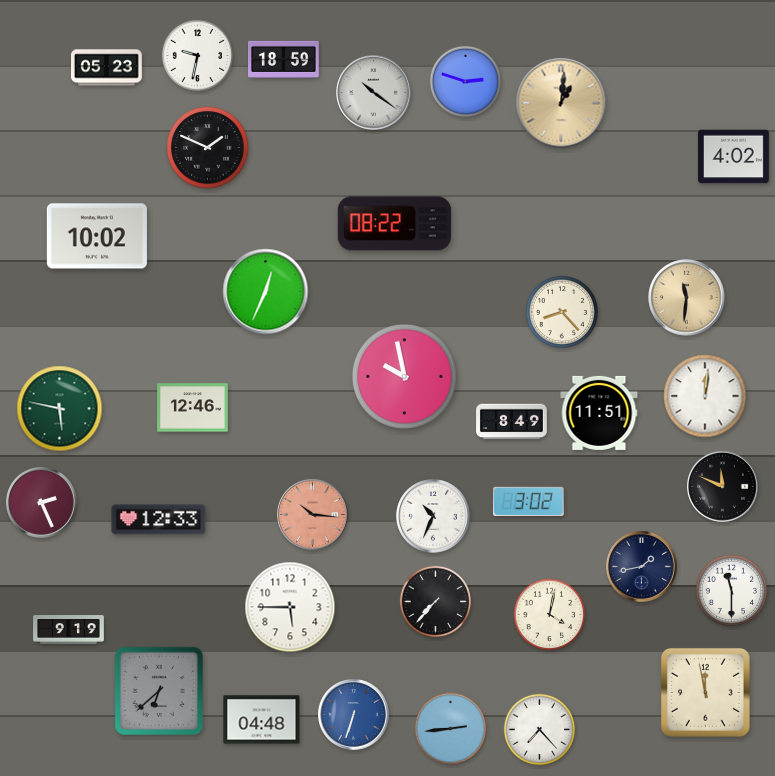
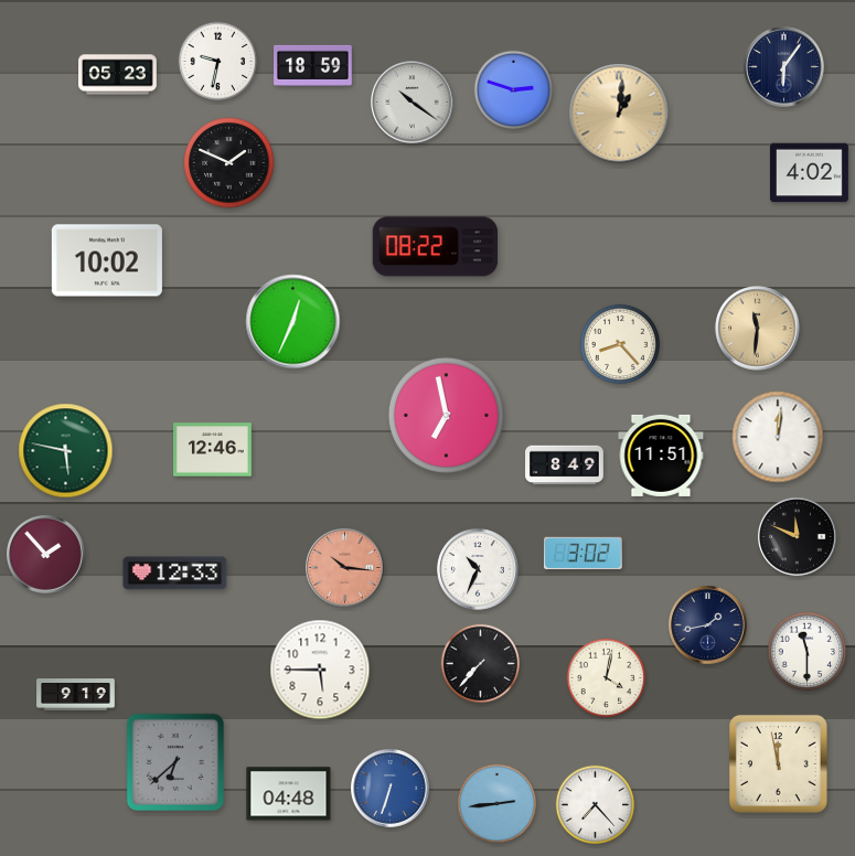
clock at (784, 67): none -> 6:06
clock at (404, 376): 9:58 -> 6:58
clock at (42, 503): 2:26 -> 1:53
